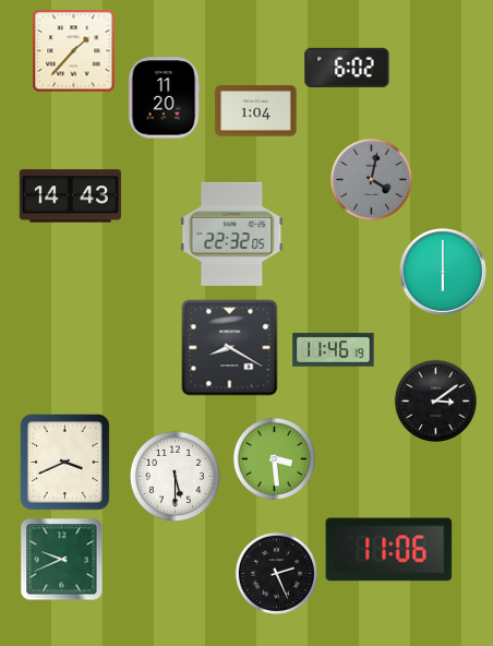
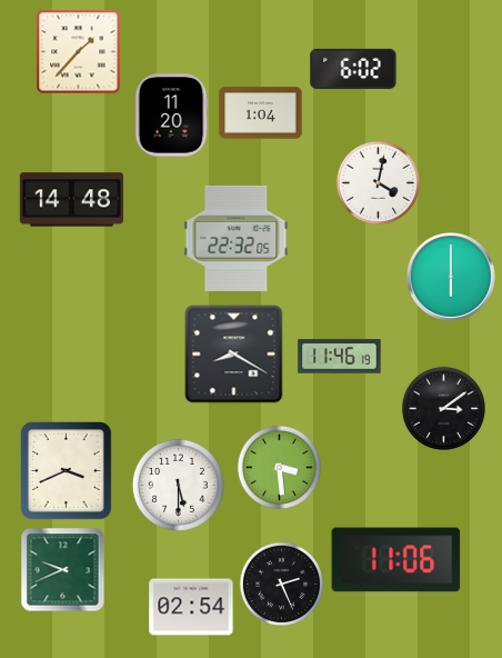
clock at (74, 51) position: (74, 51) -> (79, 52)
clock at (164, 98) position: (164, 98) -> (171, 116)
clock at (371, 179) dial: grey -> white
clock at (70, 196): 14:43 -> 14:48
clock at (191, 607): none -> 02:54
